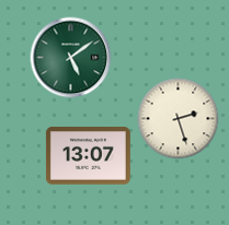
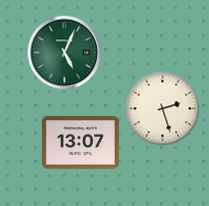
clock at (71, 58): 5:09 -> 5:04
